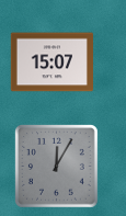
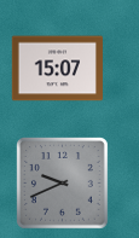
clock at (57, 167): 12:05 -> 9:41
